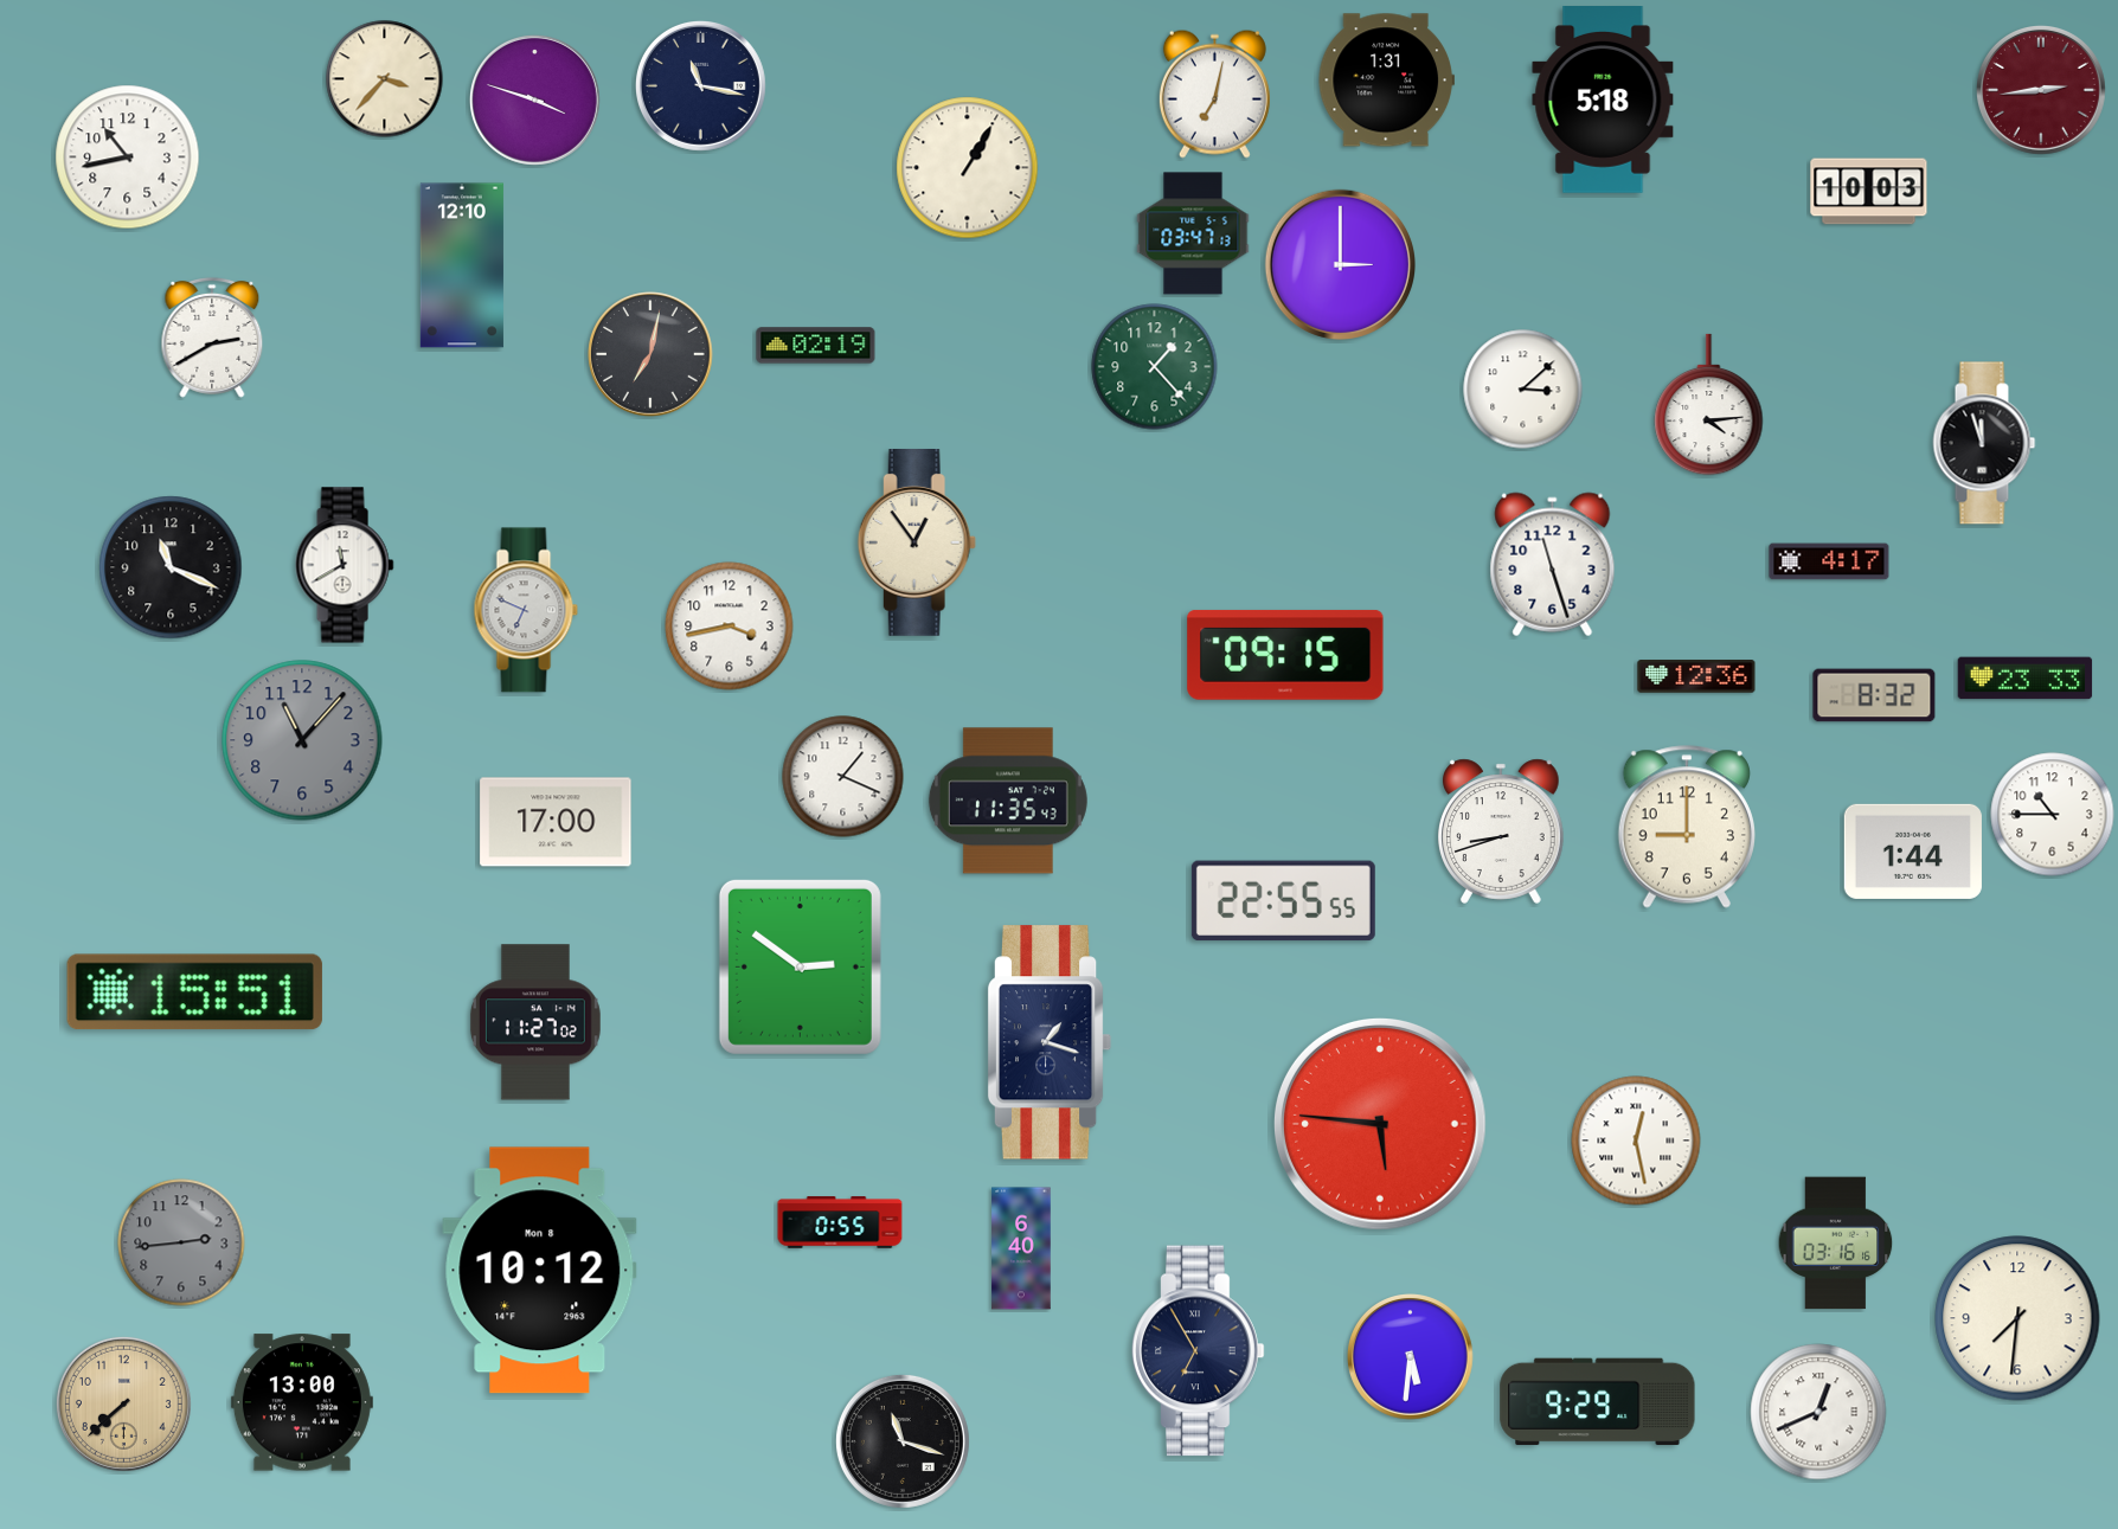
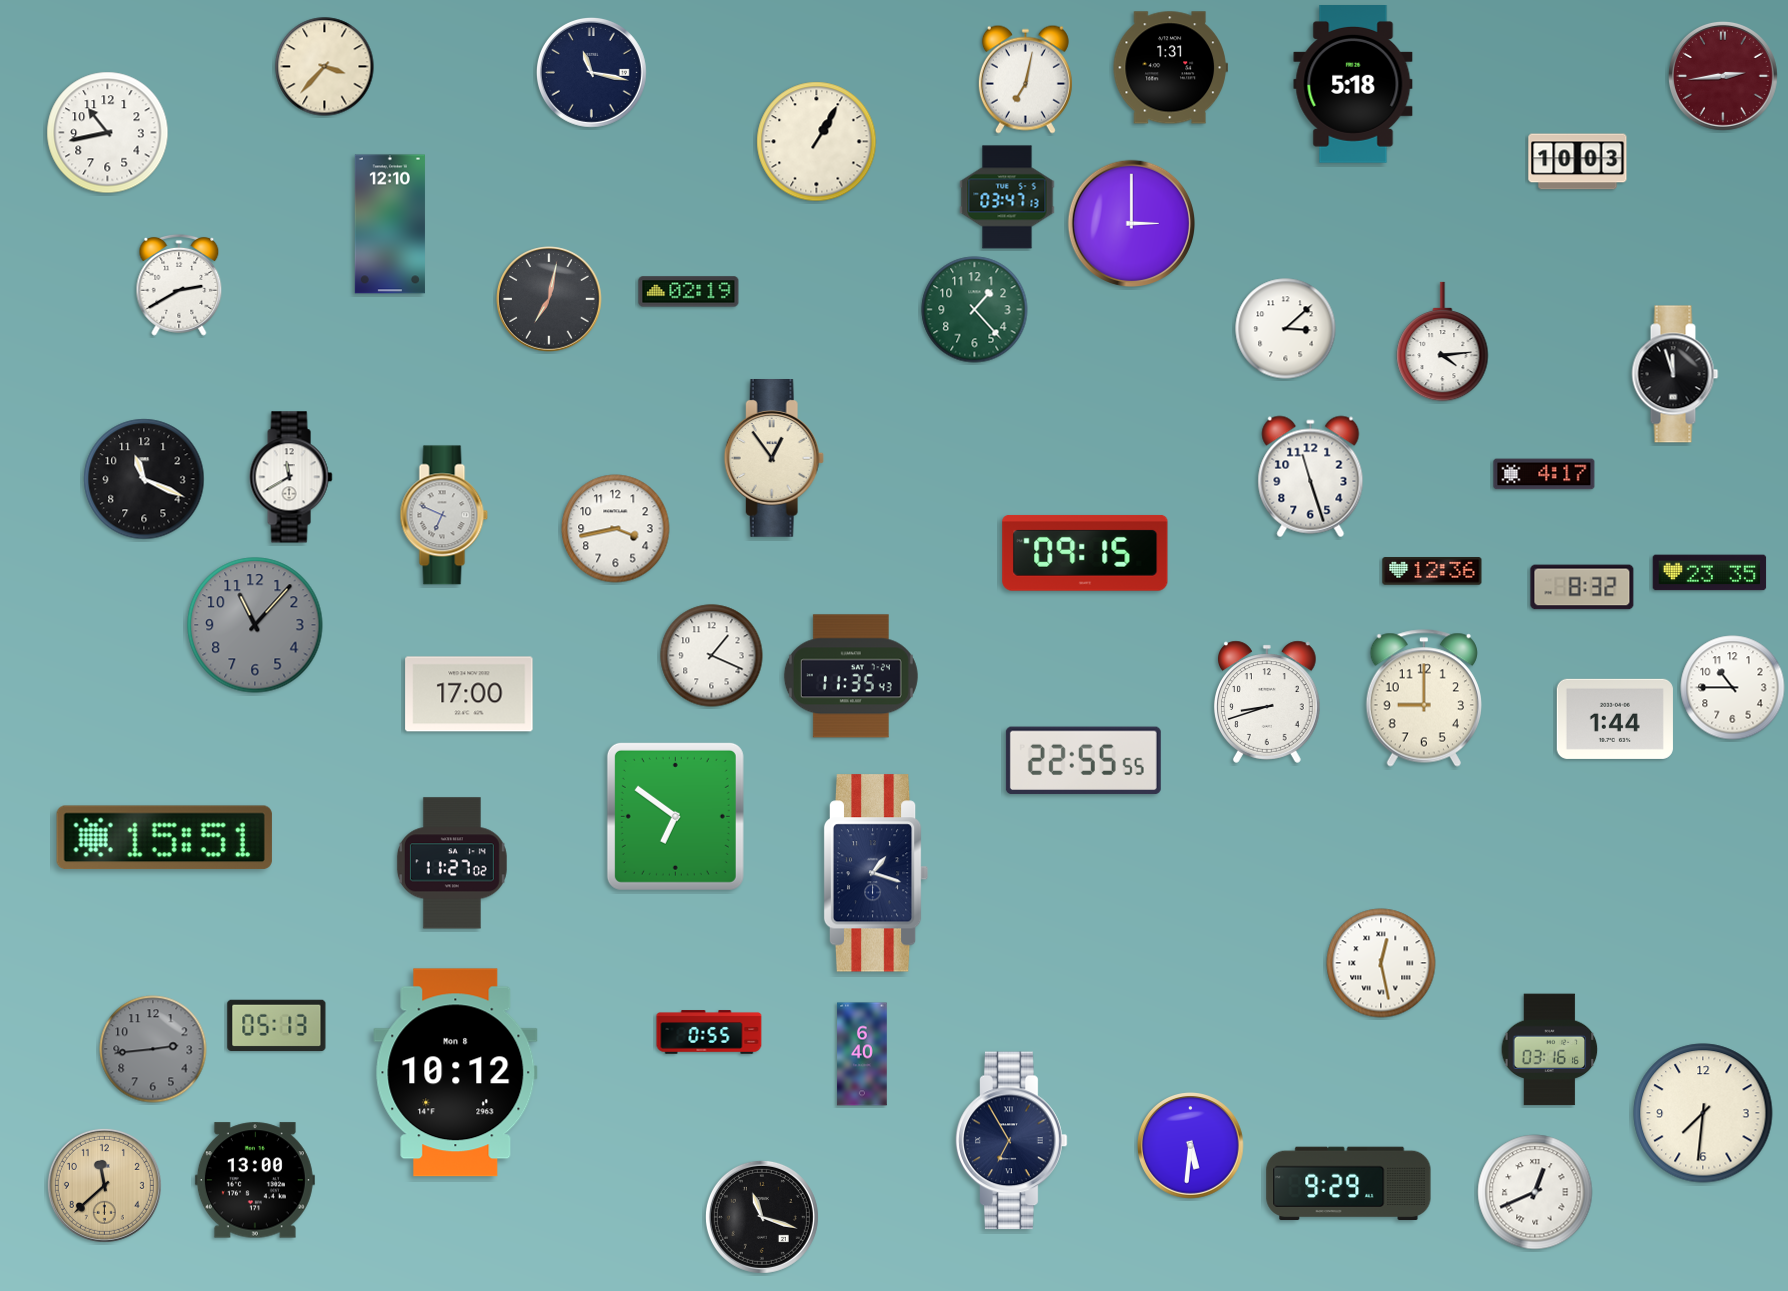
clock at (534, 99): 3:48 -> none
clock at (2026, 679): 23:33 -> 23:35
clock at (800, 966): 2:51 -> 6:51
clock at (1050, 1042) position: (1050, 1042) -> (876, 873)
clock at (1381, 1125): 5:46 -> none
clock at (277, 1025): none -> 05:13
clock at (302, 1402) position: (302, 1402) -> (255, 1180)
clock at (123, 1403): 7:38 -> 11:38
